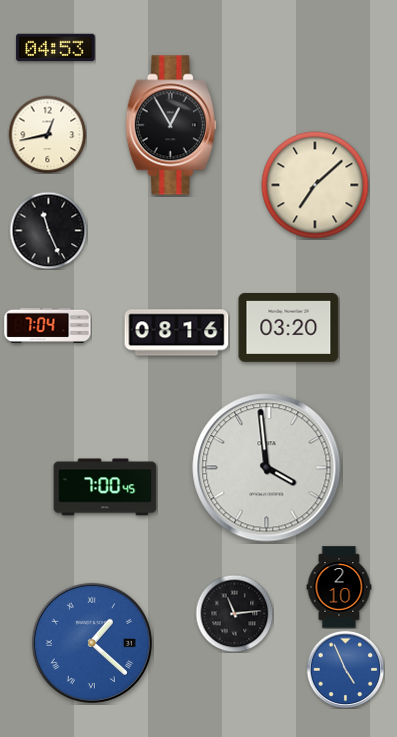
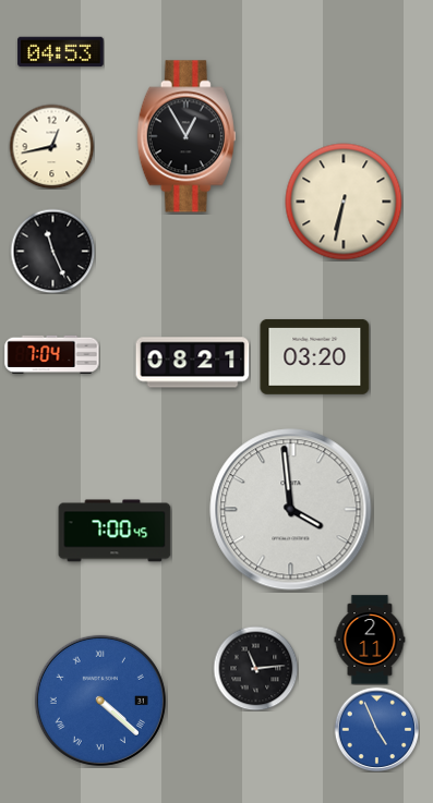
clock at (315, 185): 7:08 -> 6:32
clock at (177, 333): 08:16 -> 08:21
clock at (339, 587): 2:10 -> 2:11
clock at (92, 643): 1:22 -> 4:22
